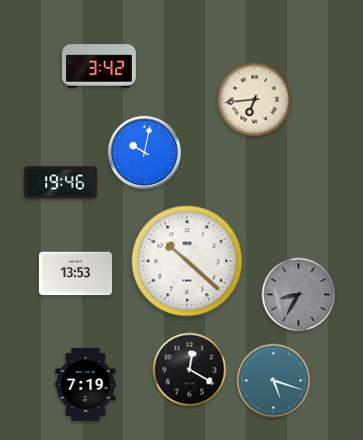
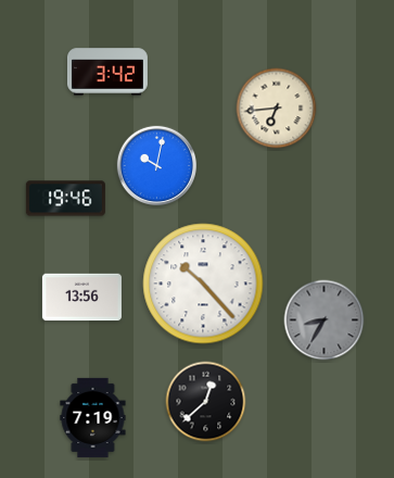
clock at (187, 261): 10:22 -> 10:23
clock at (75, 274): 13:53 -> 13:56
clock at (190, 370): 12:20 -> 12:38
clock at (274, 381): 5:18 -> none
